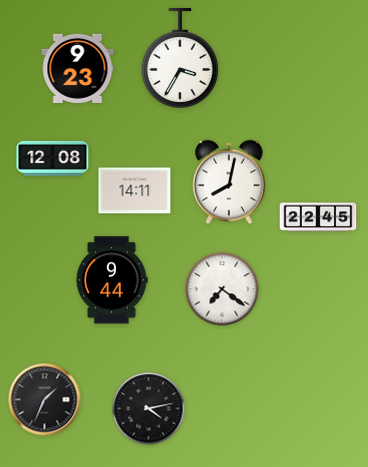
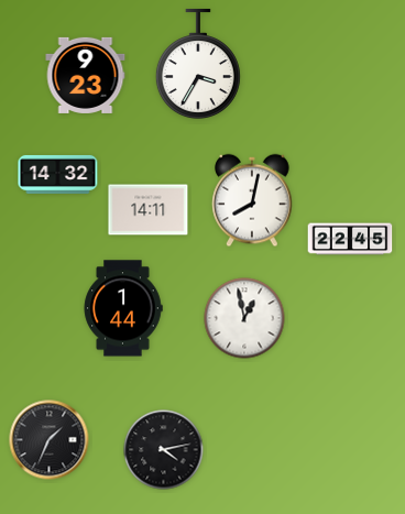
clock at (53, 158): 12:08 -> 14:32
clock at (112, 280): 9:44 -> 1:44
clock at (222, 289): 7:21 -> 12:58
